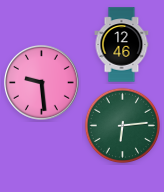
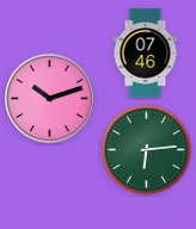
clock at (122, 45): 12:46 -> 07:46
clock at (41, 82): 9:29 -> 10:12
